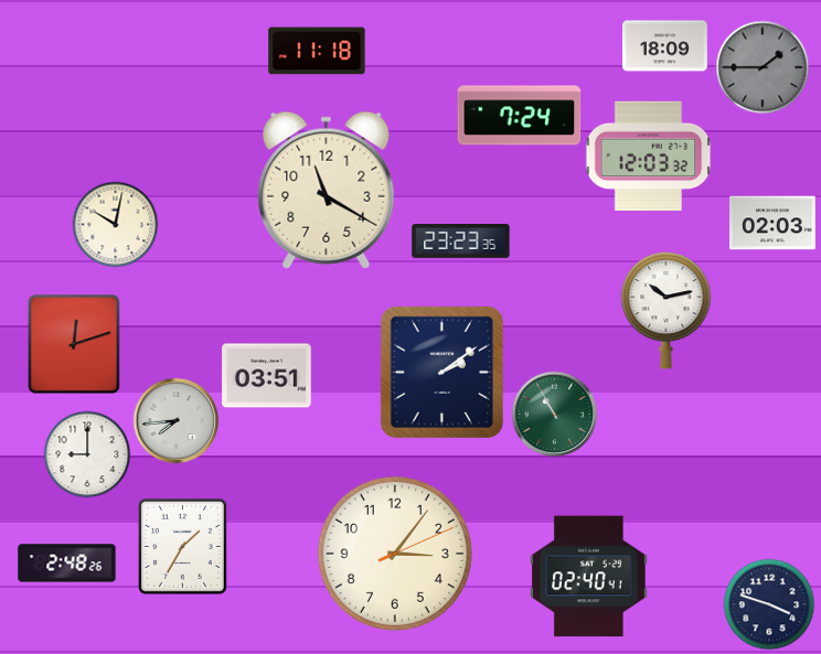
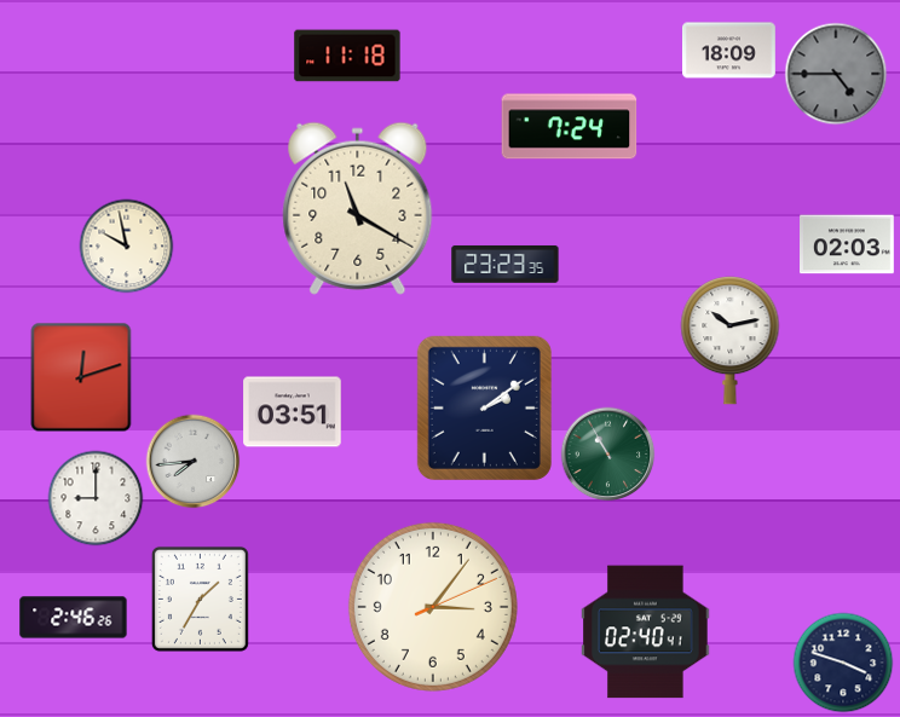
clock at (763, 67): 1:45 -> 4:45
clock at (649, 156): 12:03 -> none
clock at (115, 224): 10:02 -> 9:58
clock at (67, 564): 2:48 -> 2:46
